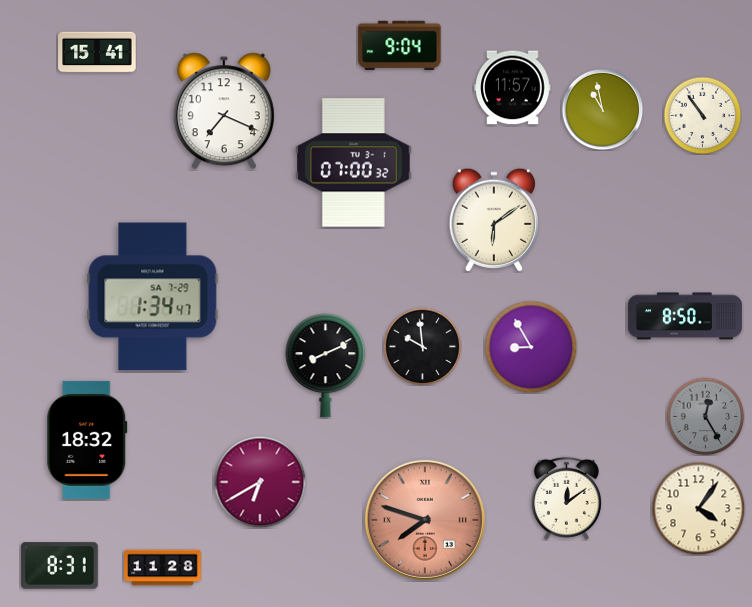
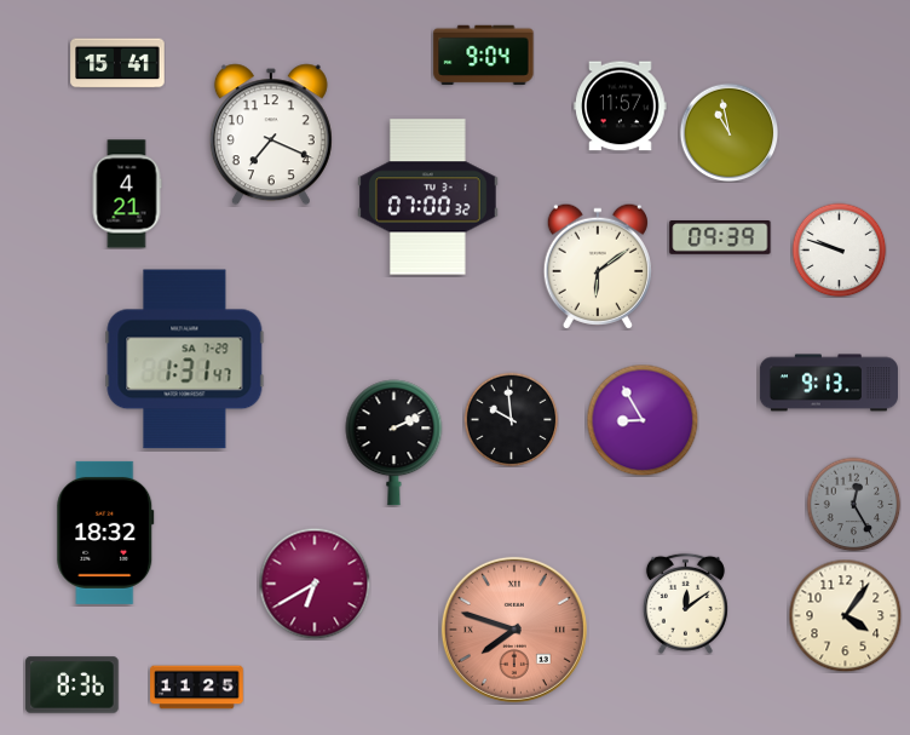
clock at (702, 115): 10:54 -> none
clock at (127, 194): none -> 4:21
clock at (720, 239): none -> 09:39
clock at (839, 249): none -> 9:48
clock at (153, 297): 1:34 -> 1:31
clock at (685, 316): 8:50 -> 9:13
clock at (326, 366): 8:11 -> 2:11
clock at (60, 566): 8:31 -> 8:36
clock at (163, 568): 11:28 -> 11:25
